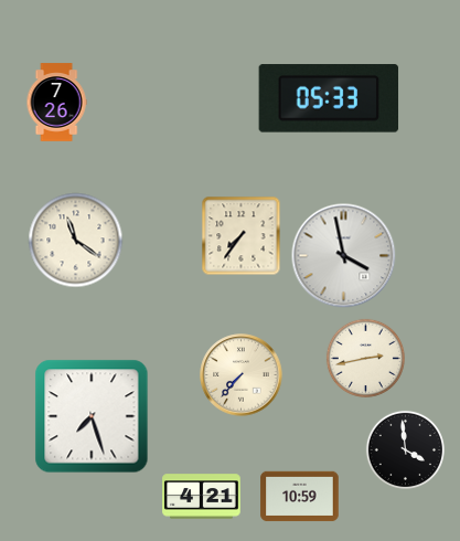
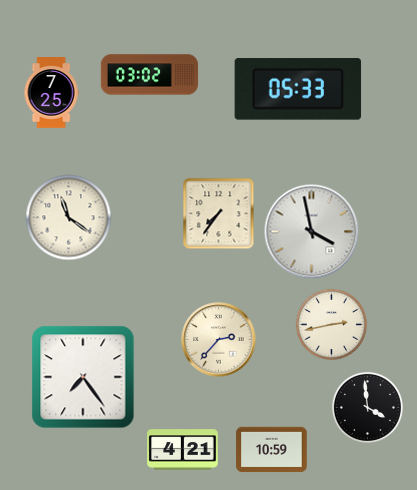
clock at (150, 75): none -> 03:02
clock at (56, 103): 7:26 -> 7:25
clock at (242, 375): 7:37 -> 2:37
clock at (92, 416): 7:27 -> 7:24
